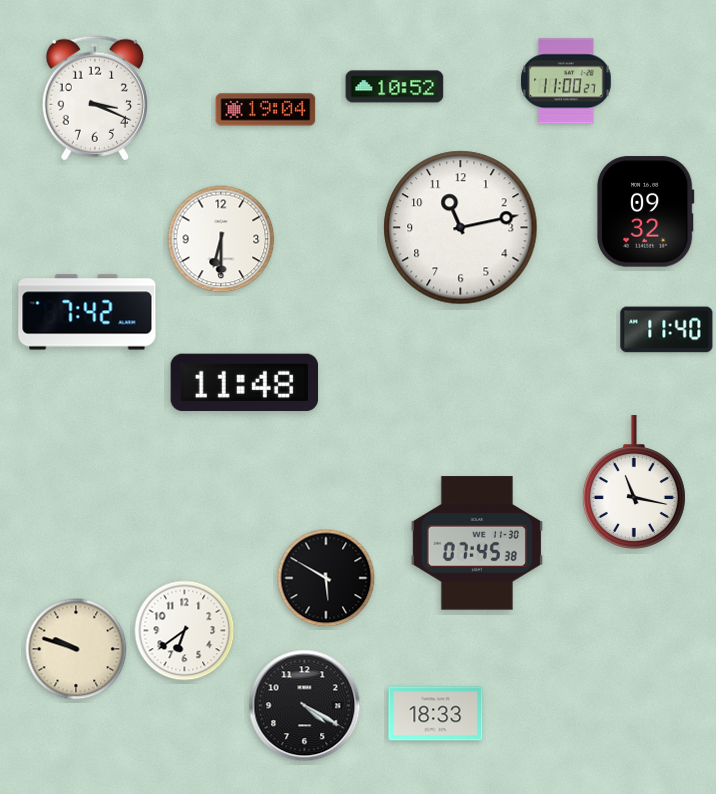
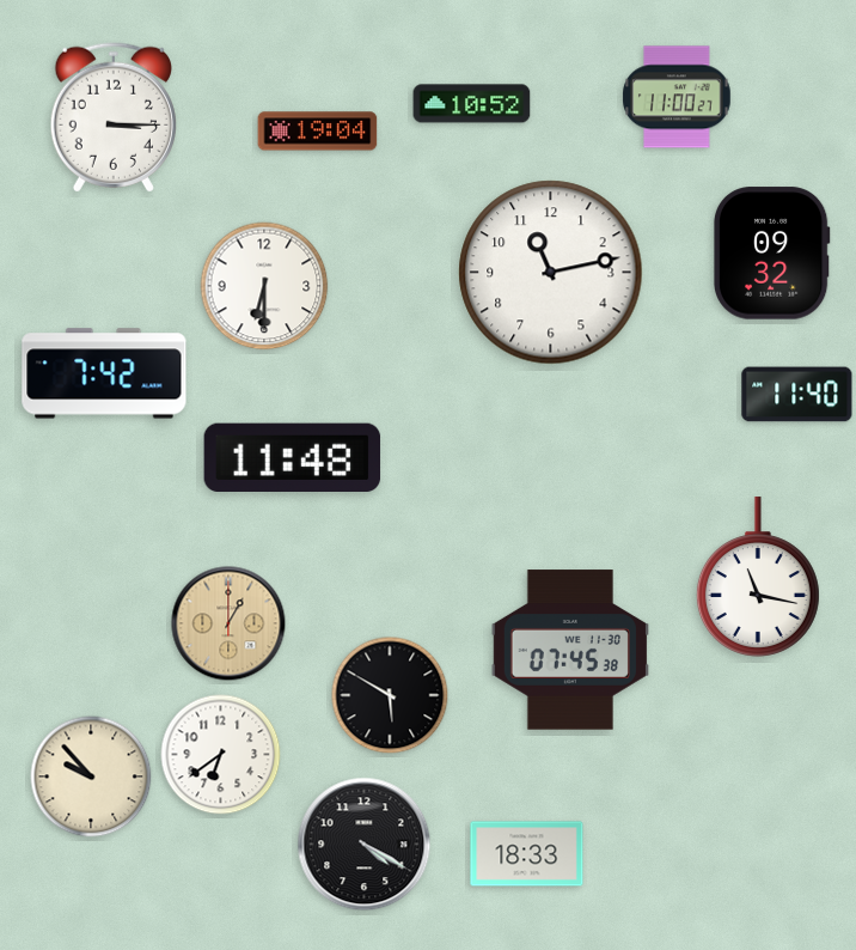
clock at (95, 98): 3:19 -> 3:15
clock at (228, 623): none -> 1:00
clock at (326, 578) position: (326, 578) -> (390, 695)
clock at (76, 649): 9:48 -> 9:53
clock at (436, 714) position: (436, 714) -> (527, 854)
